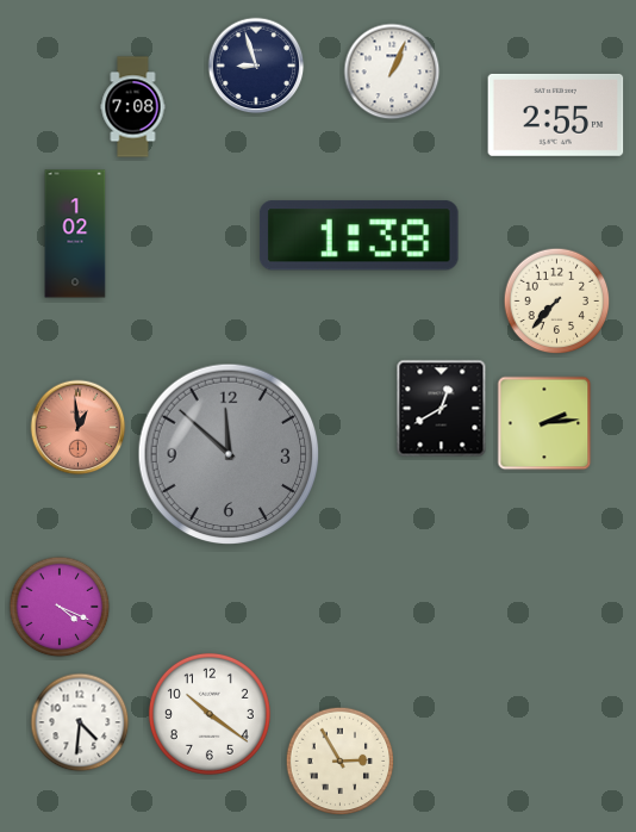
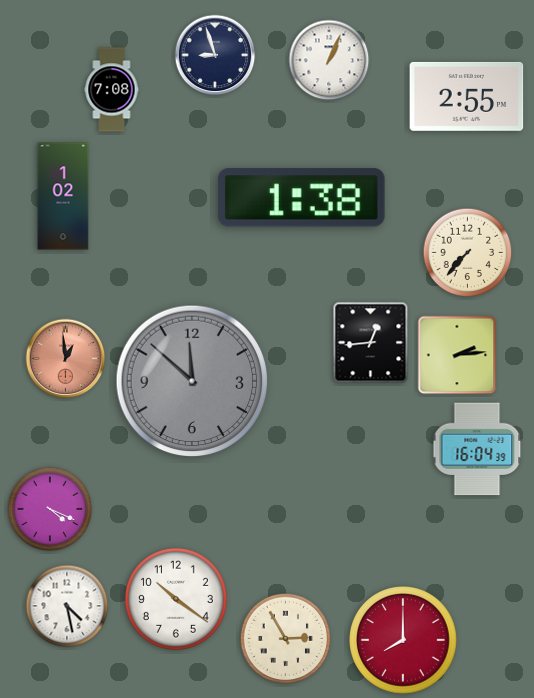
clock at (442, 409): 12:40 -> 12:44
clock at (477, 449): none -> 16:04
clock at (80, 722): 4:31 -> 4:28
clock at (404, 641): none -> 8:00
